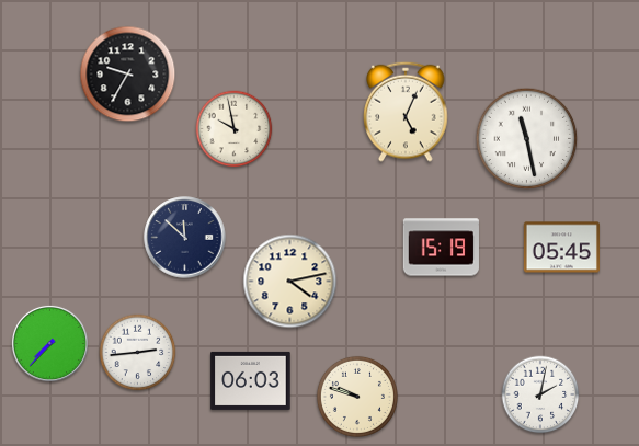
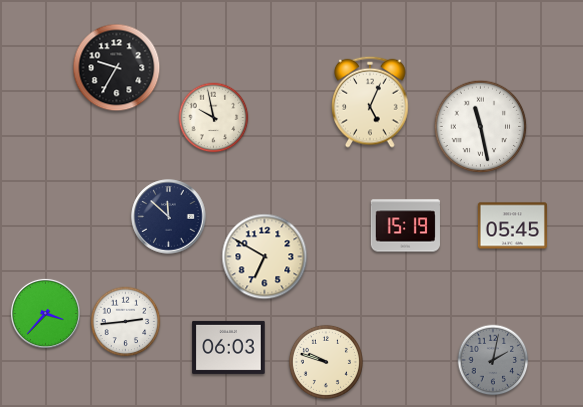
clock at (441, 248) position: (441, 248) -> (405, 226)
clock at (290, 282): 4:13 -> 6:50
clock at (49, 343): 7:37 -> 3:37
clock at (540, 394) dial: white -> grey
